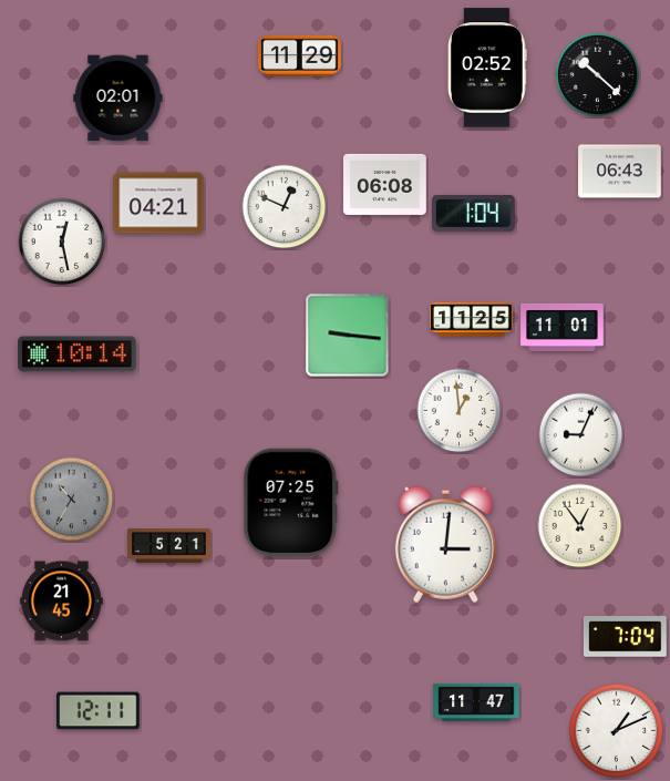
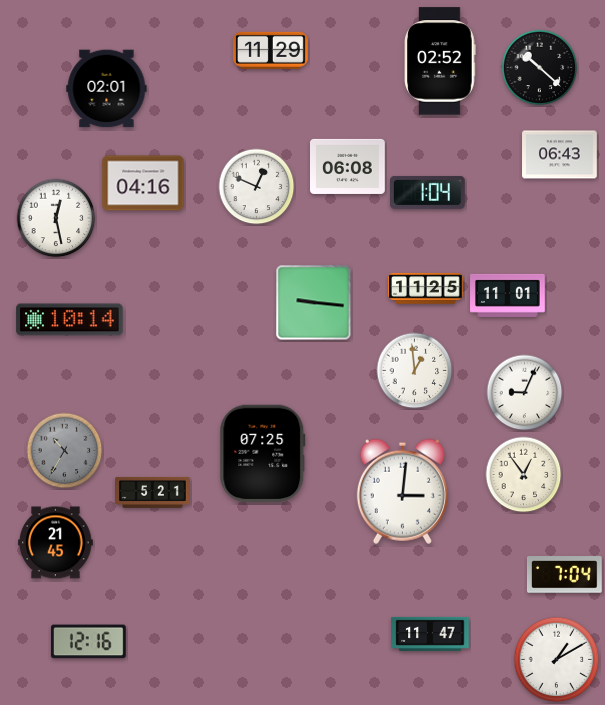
clock at (158, 203): 04:21 -> 04:16
clock at (97, 711): 12:11 -> 12:16
clock at (617, 731): 1:11 -> 1:10
